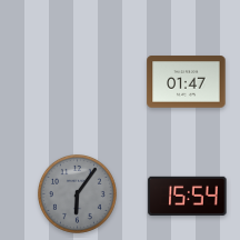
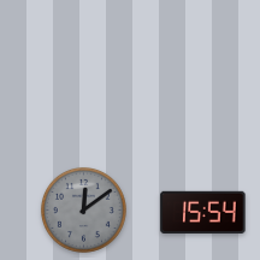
clock at (187, 82): 01:47 -> none
clock at (77, 193): 6:06 -> 12:09
